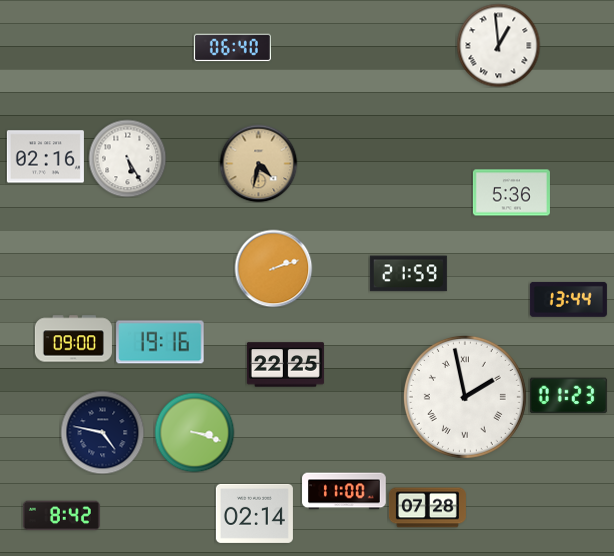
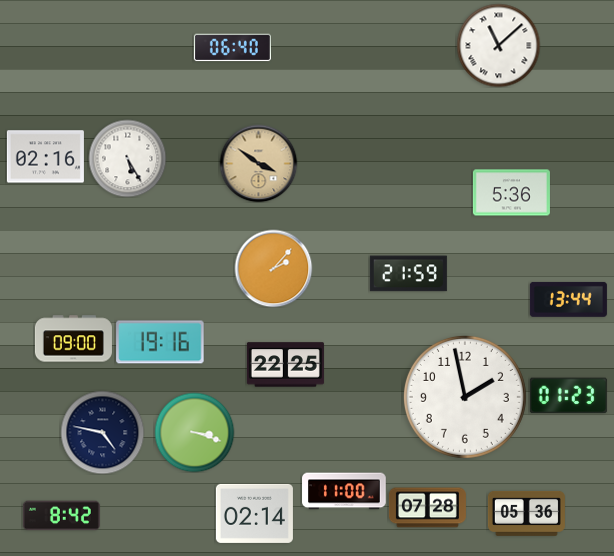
clock at (498, 45): 12:59 -> 11:08
clock at (258, 163): 4:32 -> 3:51
clock at (273, 268): 2:12 -> 2:07
clock at (465, 397) numerals: Roman -> Arabic
clock at (526, 513): none -> 05:36
